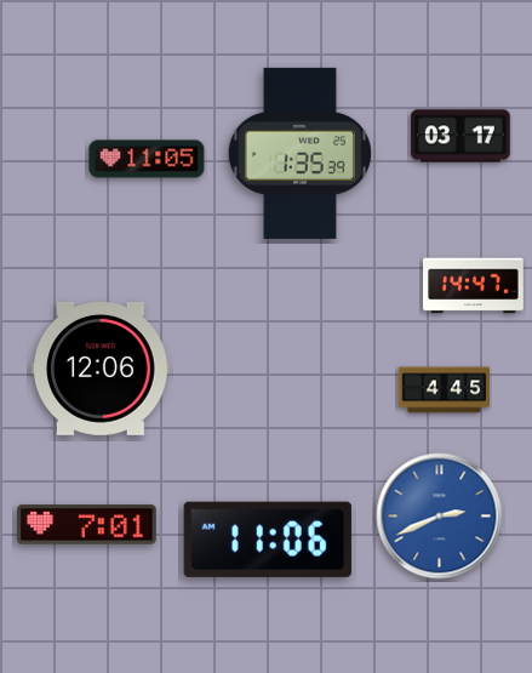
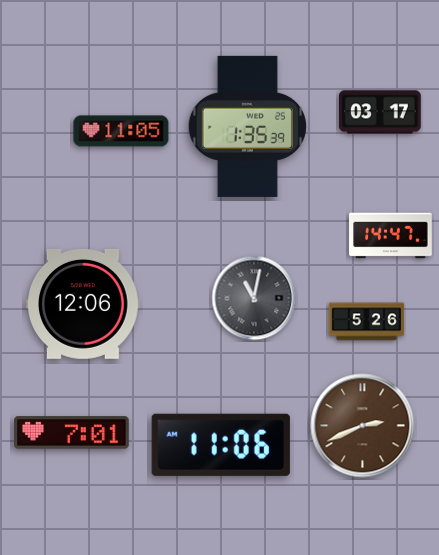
clock at (254, 298): none -> 11:02
clock at (445, 390): 4:45 -> 5:26
clock at (440, 517) dial: blue -> brown
